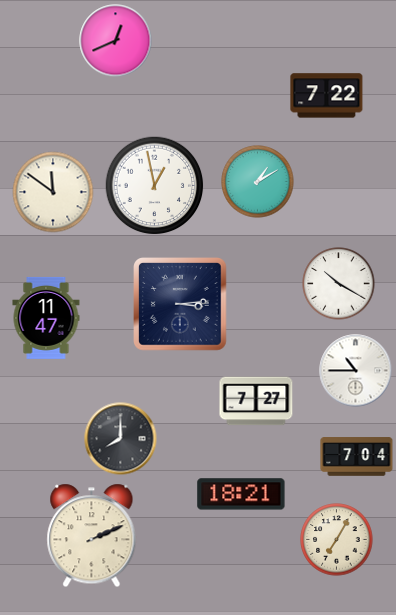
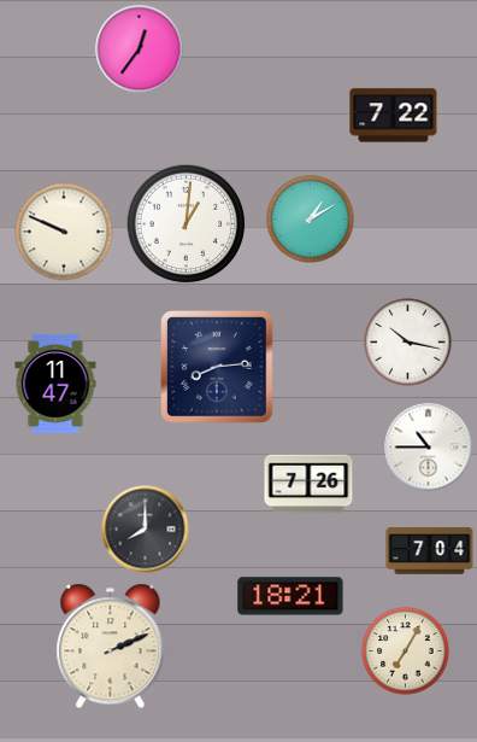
clock at (116, 41): 12:41 -> 12:36
clock at (155, 186): 12:58 -> 1:01
clock at (53, 192): 11:51 -> 9:49
clock at (339, 284): 10:20 -> 10:17
clock at (181, 305): 3:14 -> 8:14
clock at (256, 401): 7:27 -> 7:26
